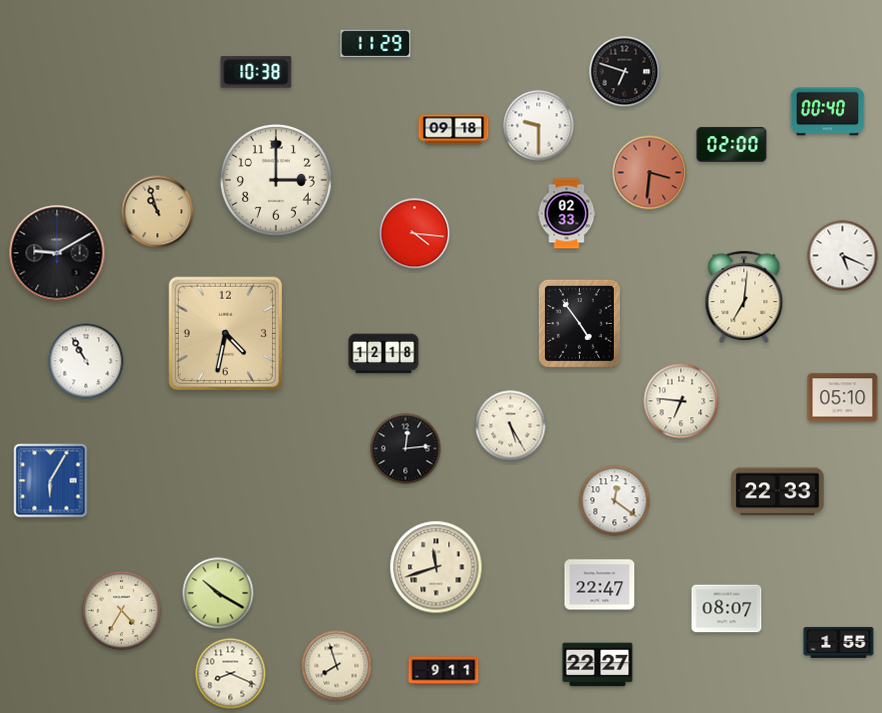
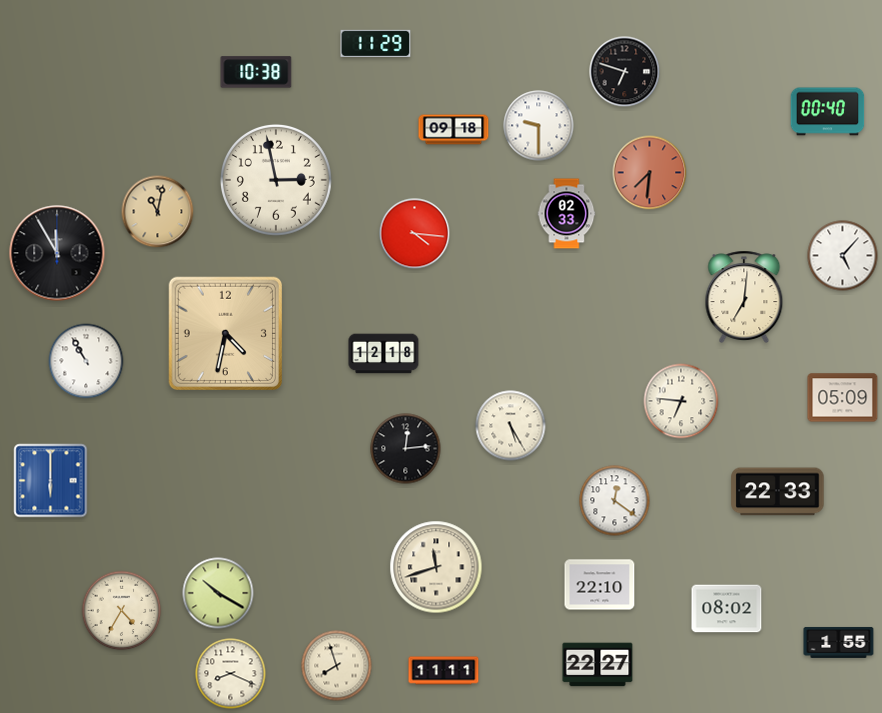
clock at (732, 145): 02:00 -> none
clock at (650, 173): 3:31 -> 7:31
clock at (276, 180): 3:00 -> 2:58
clock at (158, 212): 10:57 -> 11:02
clock at (57, 253): 9:10 -> 11:55
clock at (843, 256): 5:19 -> 5:07
clock at (579, 323): 4:54 -> none
clock at (843, 398): 05:10 -> 05:09
clock at (51, 481): 6:05 -> 6:00
clock at (600, 585): 22:47 -> 22:10
clock at (727, 609): 08:07 -> 08:02
clock at (444, 671): 9:11 -> 11:11
